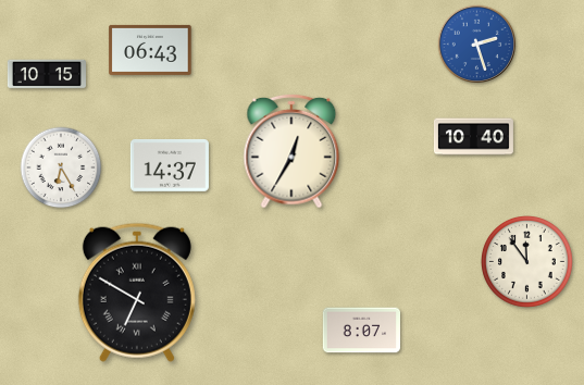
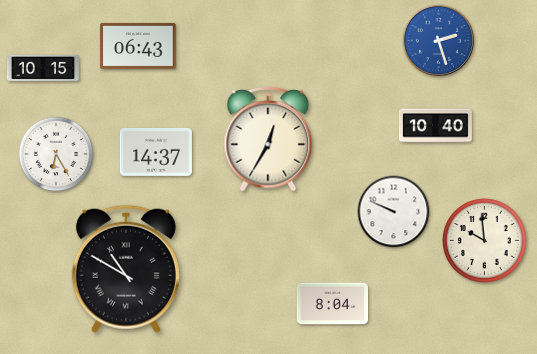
clock at (394, 212): none -> 9:49
clock at (527, 262): 11:54 -> 9:59
clock at (137, 293): 6:50 -> 10:50
clock at (361, 331): 8:07 -> 8:04
